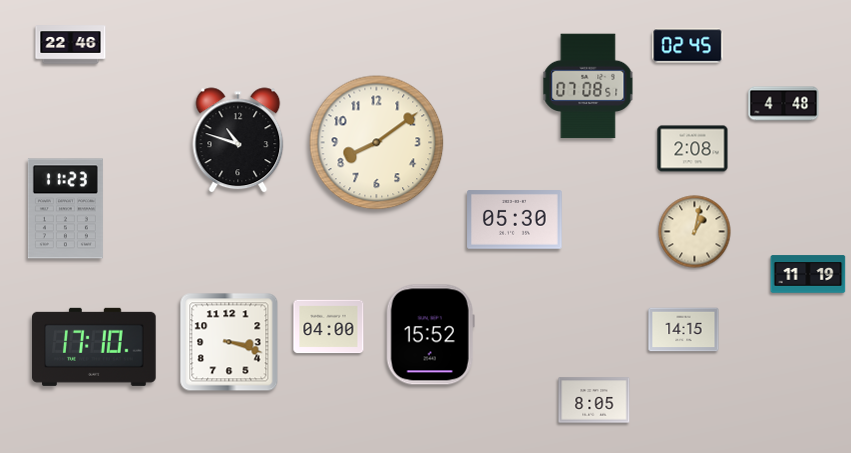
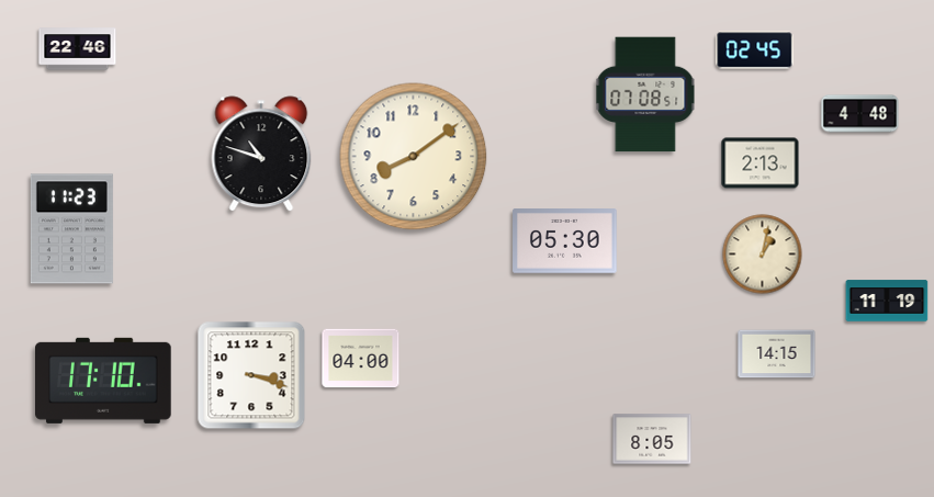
clock at (693, 149): 2:08 -> 2:13
clock at (684, 330) position: (684, 330) -> (777, 354)
clock at (430, 335): 15:52 -> none
